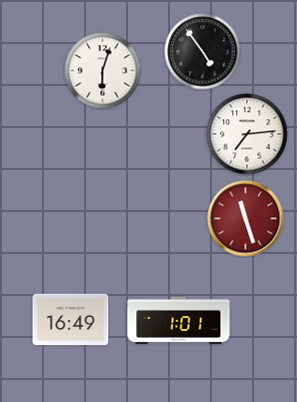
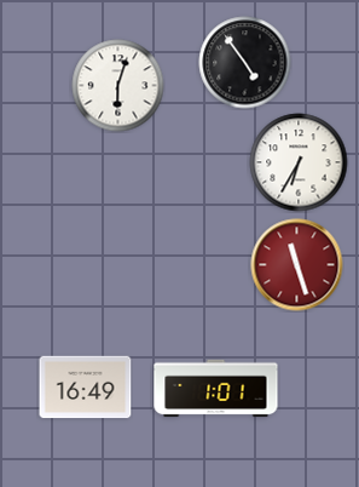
clock at (103, 71) position: (103, 71) -> (118, 86)
clock at (247, 134): 7:14 -> 6:35
